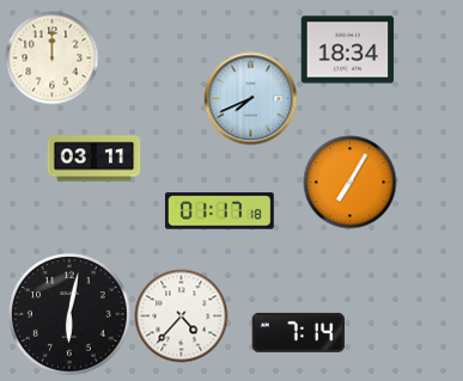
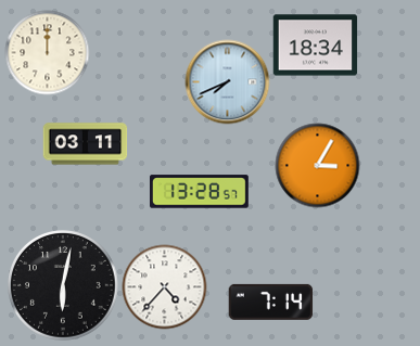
clock at (250, 98) position: (250, 98) -> (227, 81)
clock at (349, 182): 7:05 -> 3:05
clock at (220, 211): 01:17 -> 13:28
